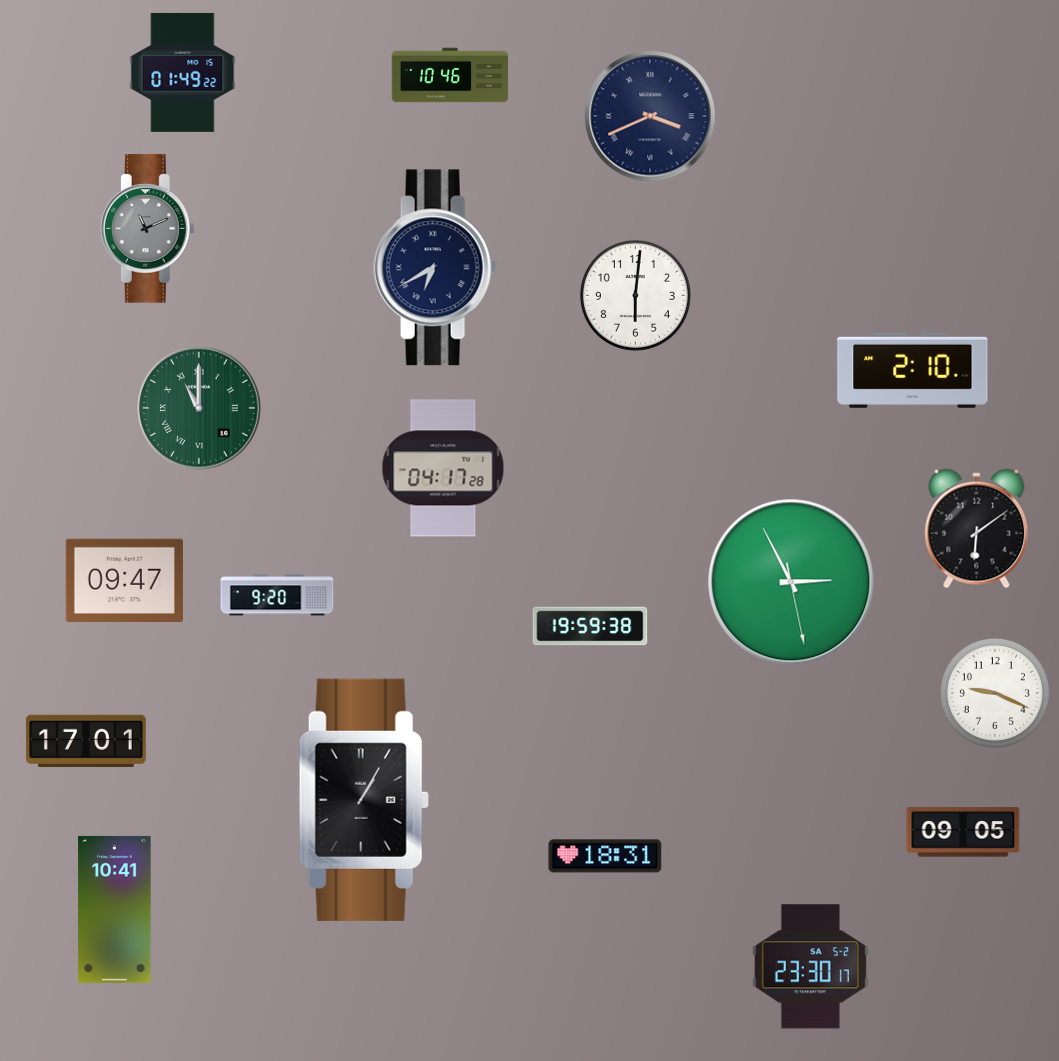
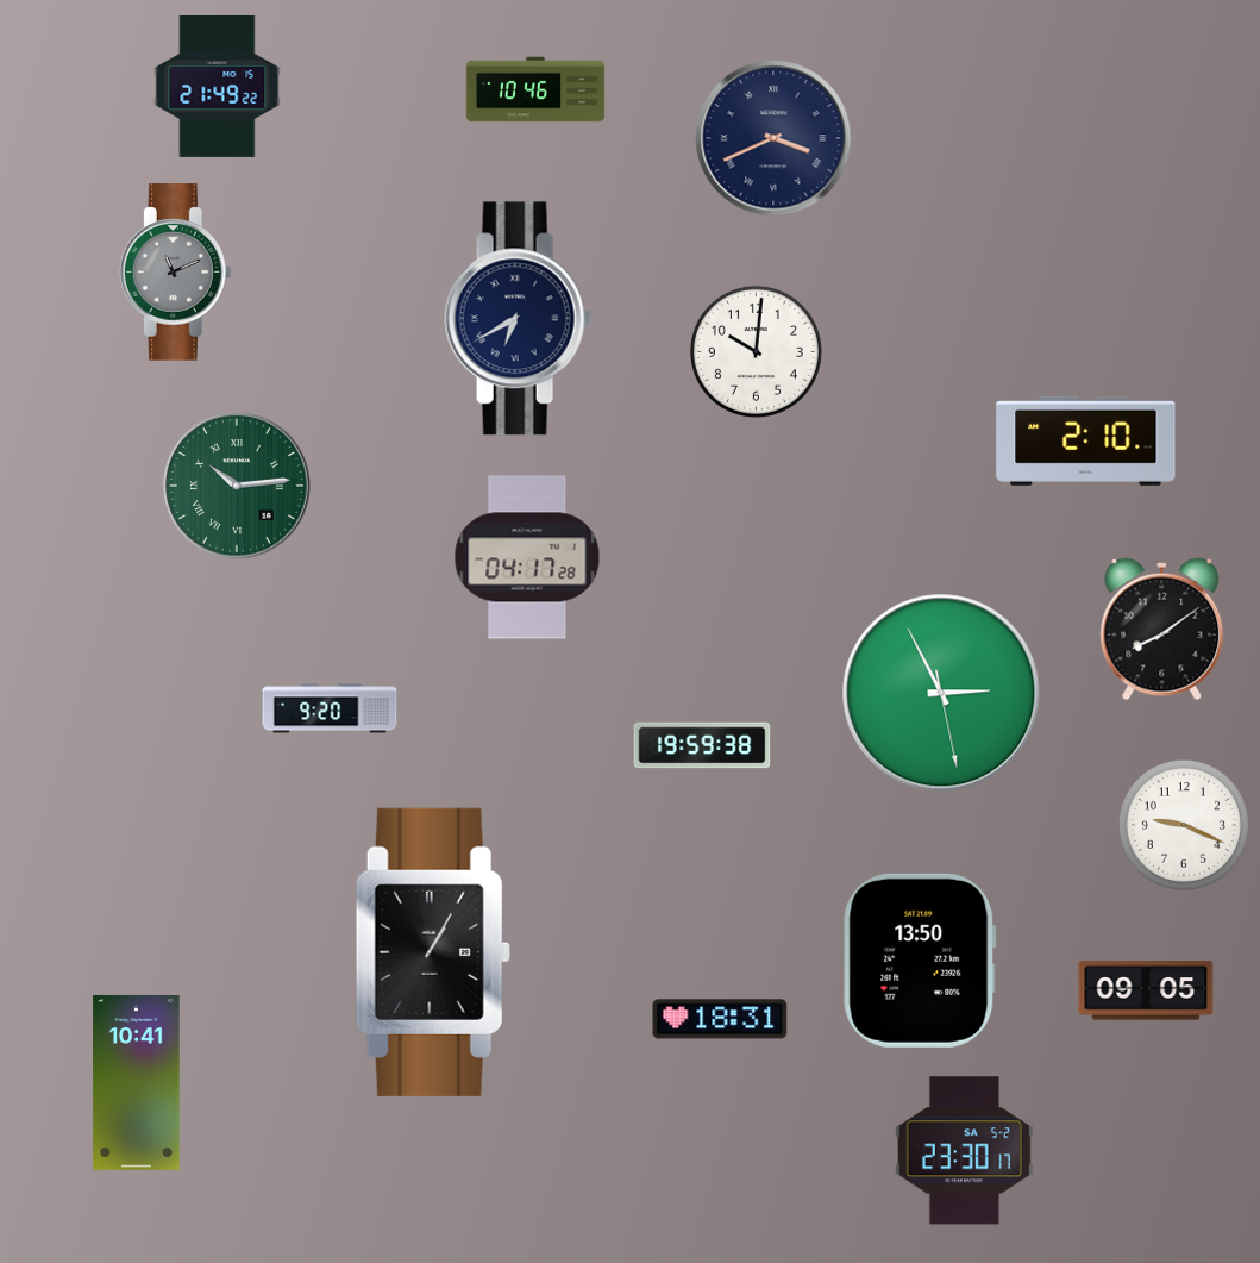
clock at (183, 72): 01:49 -> 21:49
clock at (635, 295): 6:01 -> 10:01
clock at (200, 409): 11:00 -> 10:14
clock at (977, 529): 6:09 -> 8:09
clock at (124, 581): 09:47 -> none
clock at (87, 741): 17:01 -> none
clock at (920, 961): none -> 13:50
